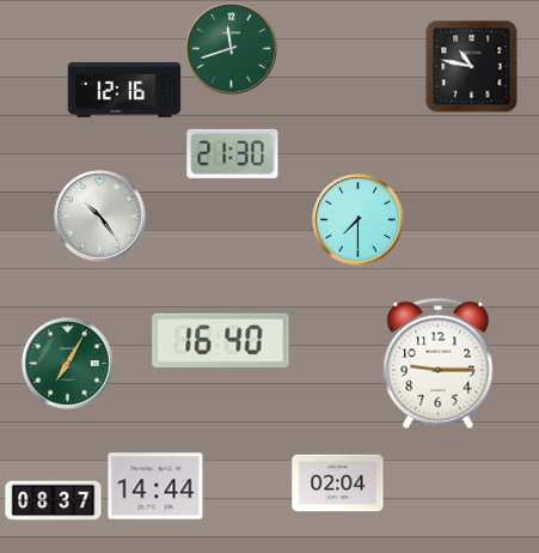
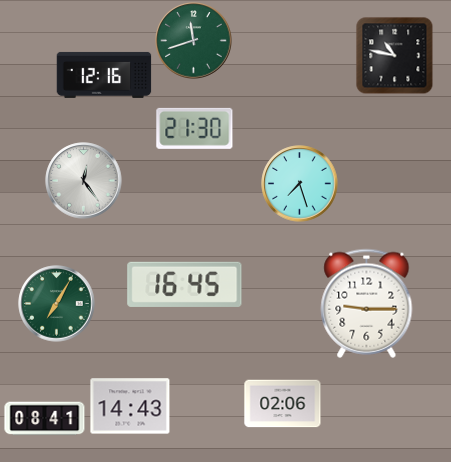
clock at (100, 217): 10:24 -> 12:24
clock at (359, 220): 7:30 -> 7:27
clock at (221, 340): 16:40 -> 16:45
clock at (338, 484): 02:04 -> 02:06
clock at (155, 486): 14:44 -> 14:43
clock at (54, 502): 08:37 -> 08:41
